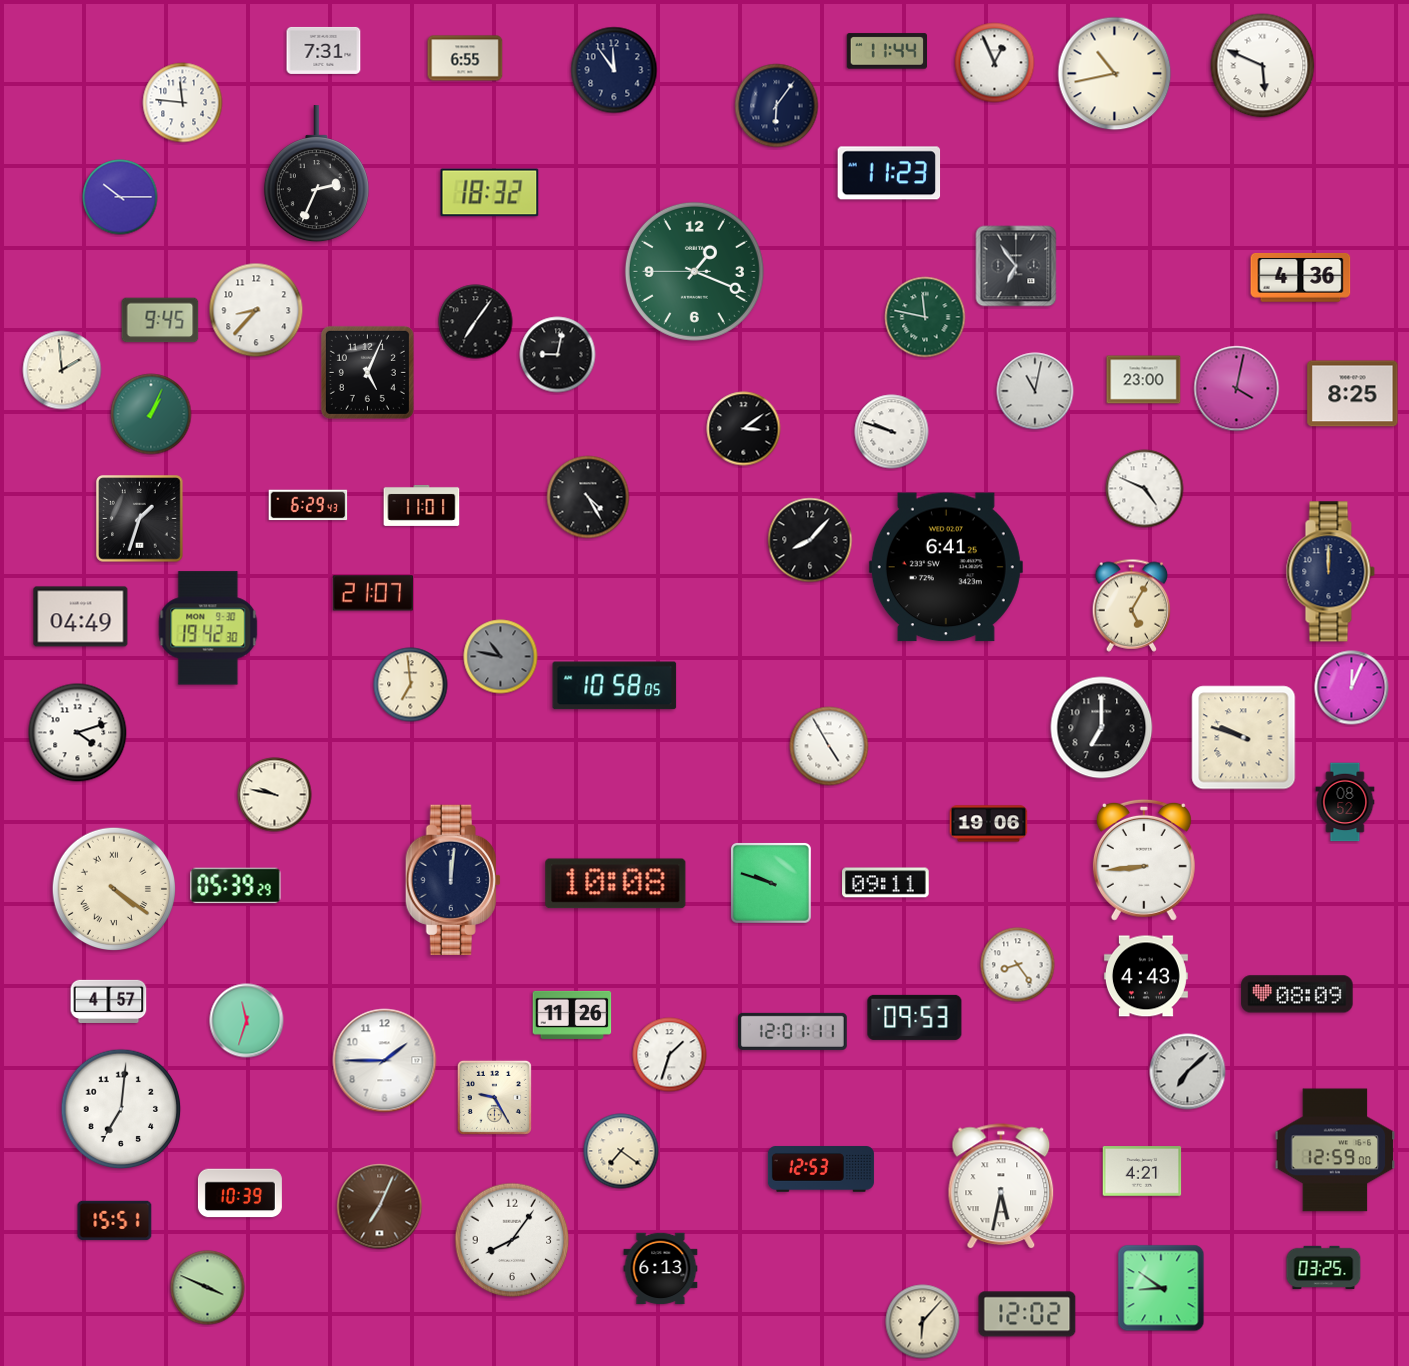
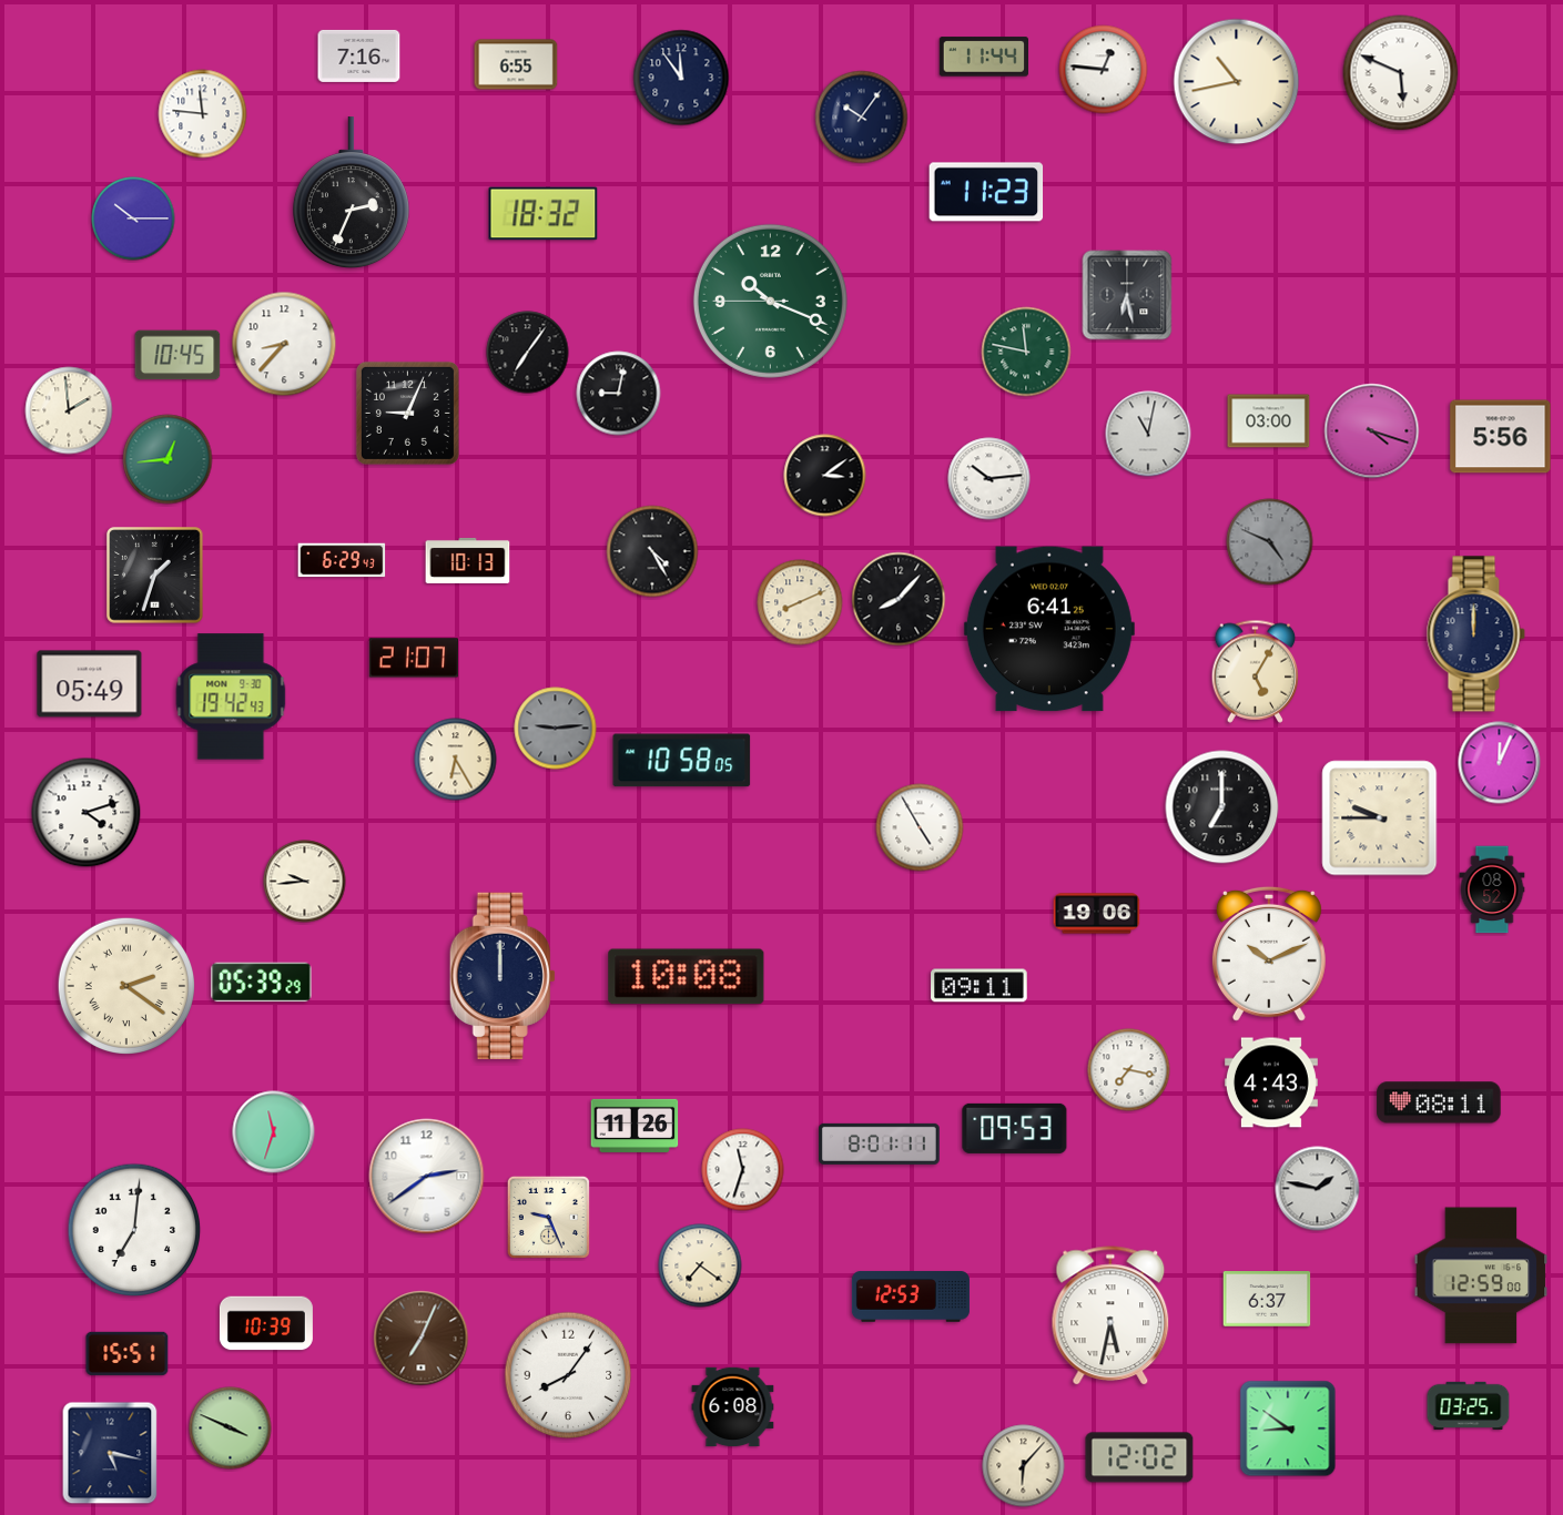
clock at (324, 50): 7:31 -> 7:16
clock at (995, 63): 12:56 -> 12:46
clock at (777, 106): 6:06 -> 10:06
clock at (1016, 266): 6:54 -> 6:28
clock at (694, 271): 1:18 -> 10:18
clock at (1301, 277): 4:36 -> none
clock at (160, 320): 9:45 -> 10:45
clock at (476, 322) position: (476, 322) -> (528, 353)
clock at (367, 372): 5:04 -> 9:04
clock at (1144, 380): 23:00 -> 03:00
clock at (1237, 389): 4:02 -> 4:18
clock at (1353, 394): 8:25 -> 5:56
clock at (151, 414): 1:04 -> 12:44
clock at (892, 432): 9:48 -> 10:14
clock at (1145, 489) dial: white -> grey
clock at (422, 505): 11:01 -> 10:13
clock at (800, 602): none -> 8:11
clock at (81, 617): 04:49 -> 05:49
clock at (208, 628): 19:42:30 -> 19:42:43
clock at (501, 657): 10:47 -> 9:14
clock at (411, 685): 6:59 -> 6:25
clock at (1244, 738): 9:48 -> 9:45
clock at (275, 795): 9:47 -> 9:44
clock at (1144, 860): 8:44 -> 10:11
clock at (453, 879): 12:01 -> 12:00
clock at (771, 883): 9:48 -> none
clock at (886, 883) position: (886, 883) -> (980, 986)
clock at (616, 884) position: (616, 884) -> (687, 977)
clock at (113, 888): 4:21 -> 2:21
clock at (1018, 965): 8:24 -> 7:17
clock at (1297, 994): 08:09 -> 08:11
clock at (109, 1001): 4:57 -> none
clock at (793, 1031): 12:01 -> 8:01
clock at (670, 1055): 1:33 -> 11:33
clock at (385, 1061): 1:45 -> 2:39
clock at (1188, 1072): 7:08 -> 1:47
clock at (494, 1097): 9:25 -> 9:26
clock at (621, 1151) position: (621, 1151) -> (700, 1265)
clock at (1142, 1171): 4:21 -> 6:37
clock at (661, 1269): 6:13 -> 6:08
clock at (110, 1453): none -> 5:17
